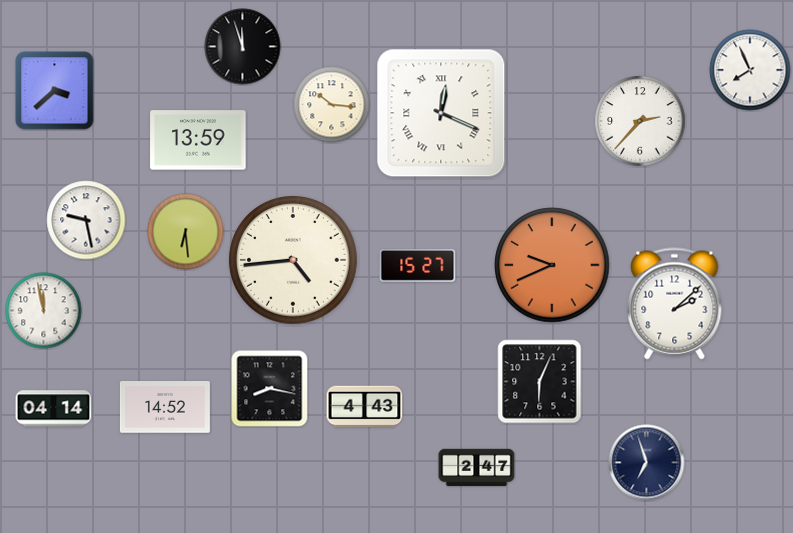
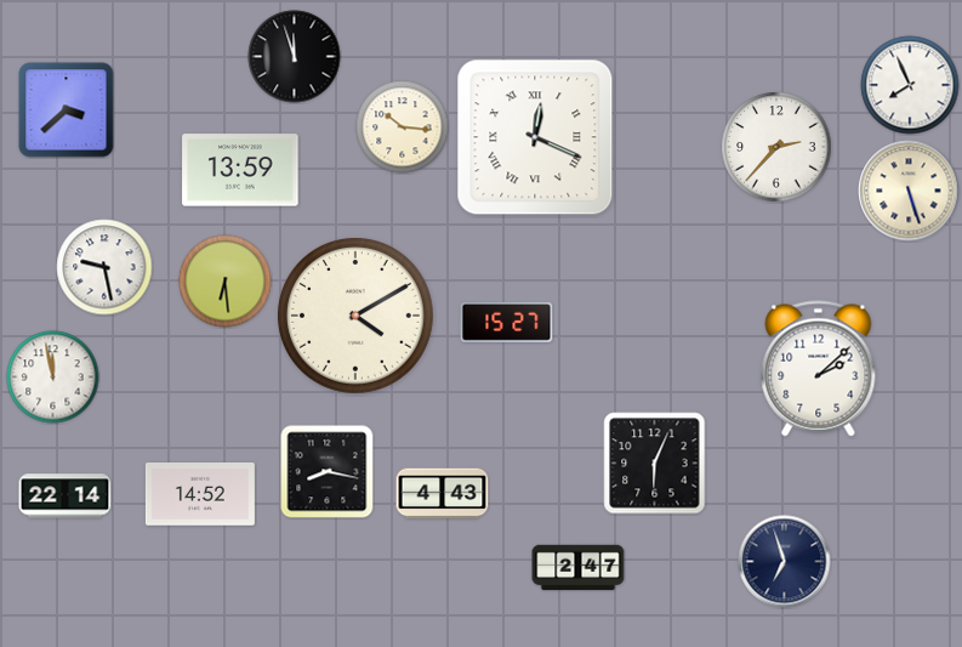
clock at (909, 191): none -> 5:27
clock at (294, 261): 4:44 -> 4:10
clock at (552, 265): 9:41 -> none
clock at (54, 409): 04:14 -> 22:14
